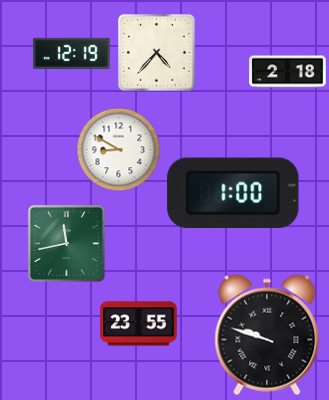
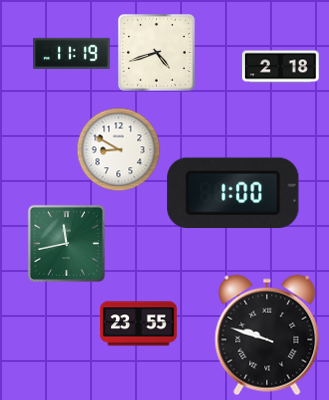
clock at (156, 52): 4:37 -> 4:42
clock at (72, 53): 12:19 -> 11:19
clock at (288, 72) position: (288, 72) -> (281, 67)
